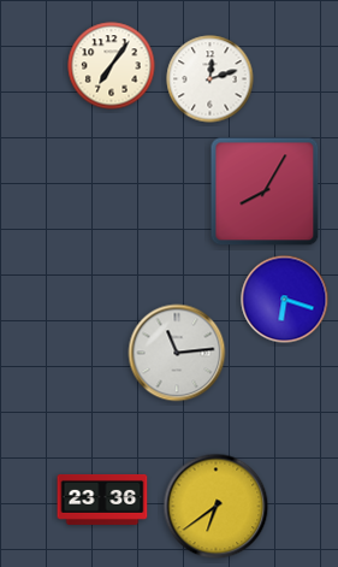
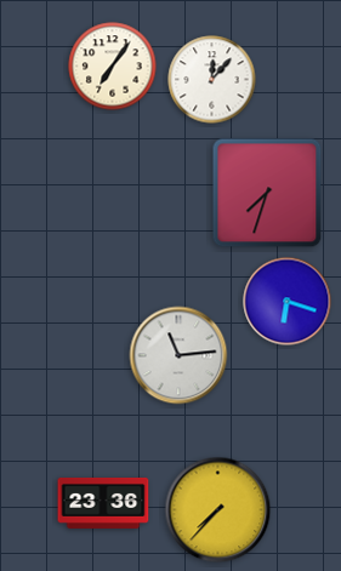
clock at (210, 79): 12:12 -> 12:07
clock at (265, 191): 8:05 -> 7:33
clock at (217, 507): 6:39 -> 7:37
